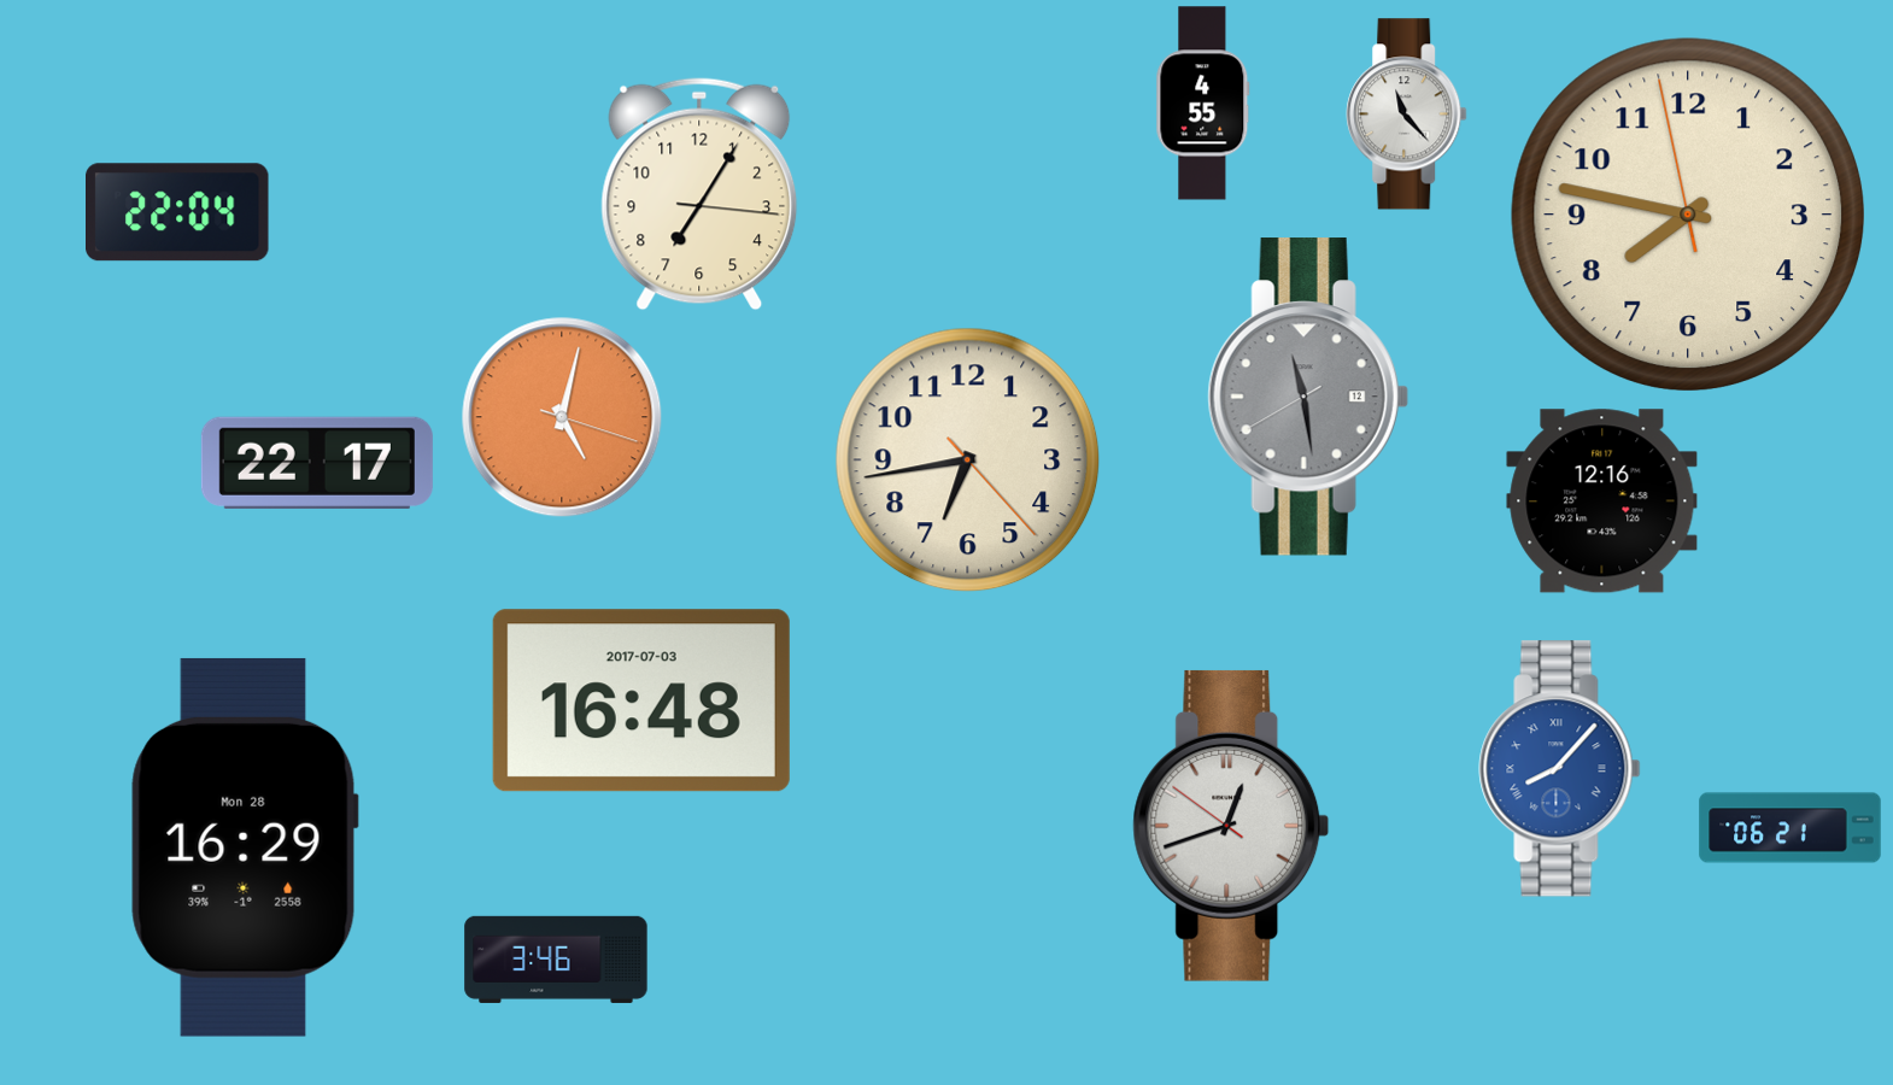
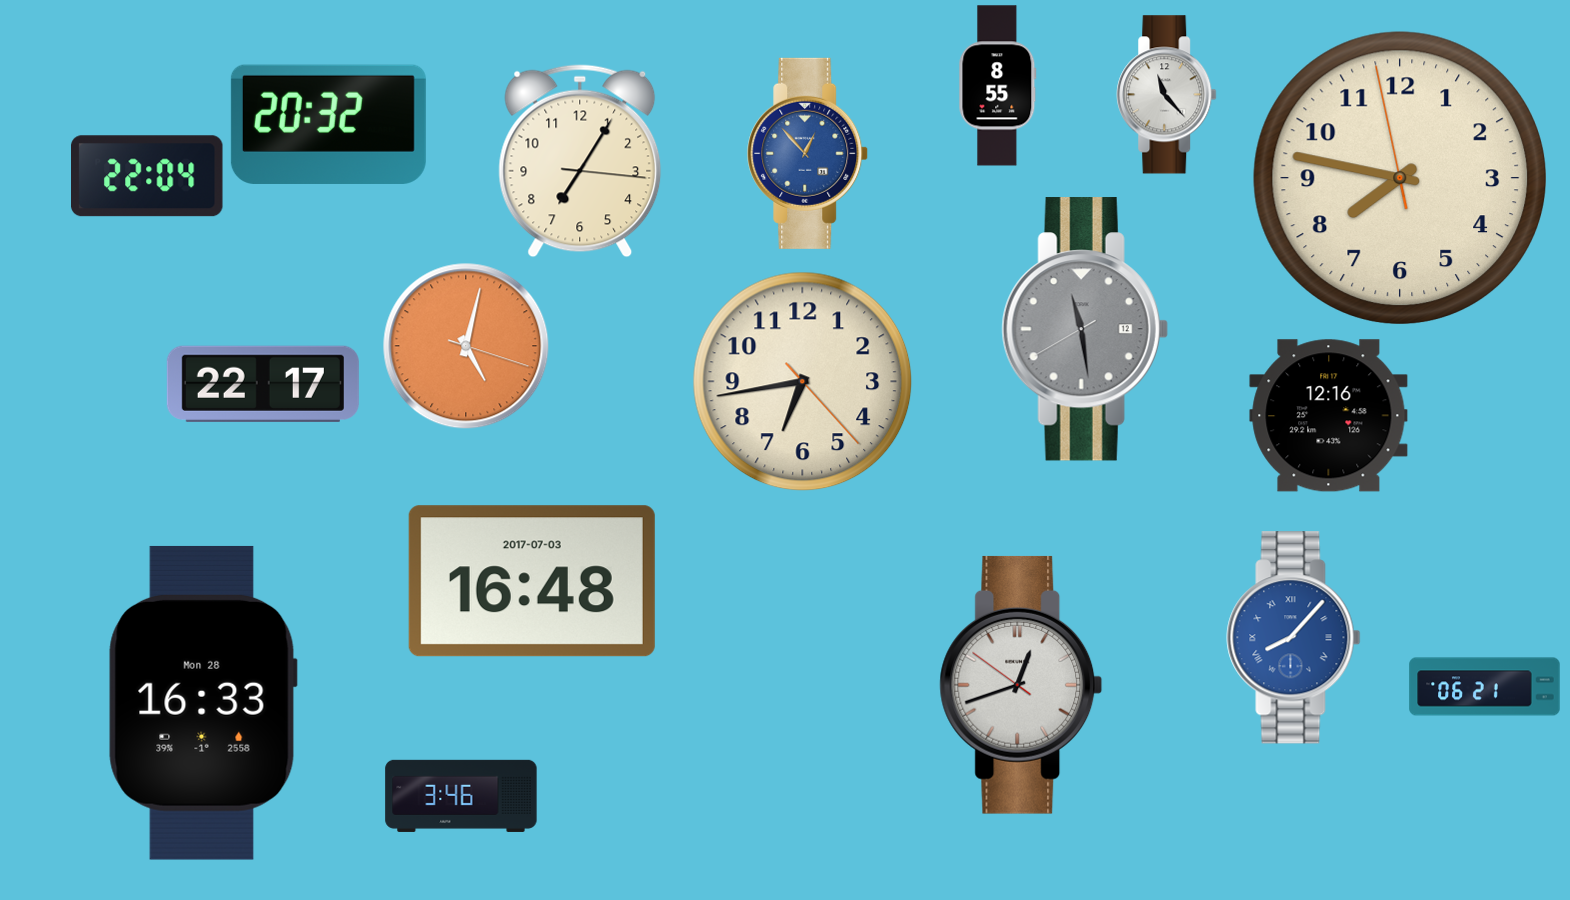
clock at (1203, 104): 4:55 -> 8:55
clock at (328, 124): none -> 20:32
clock at (808, 153): none -> 12:53
clock at (245, 848): 16:29 -> 16:33
